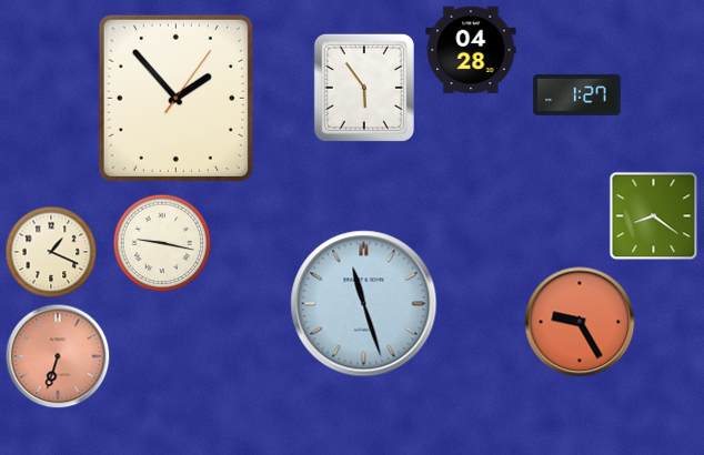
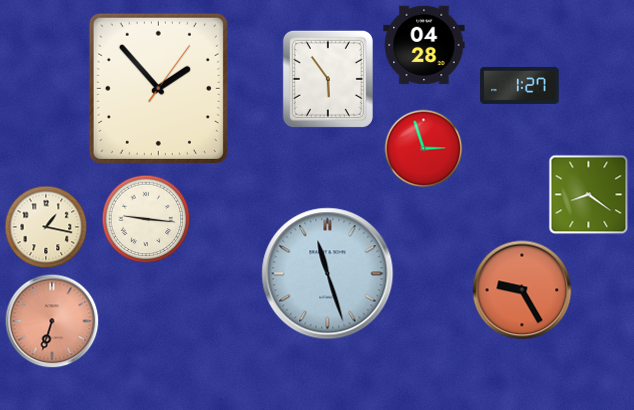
clock at (424, 149): none -> 2:57
clock at (162, 243): 9:17 -> 9:16
clock at (51, 252): 1:19 -> 1:17
